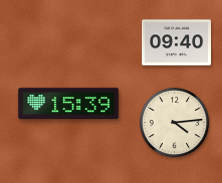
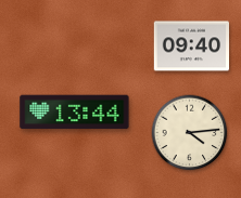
clock at (69, 104): 15:39 -> 13:44
